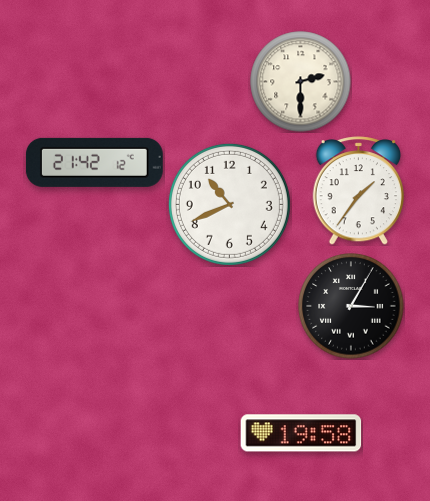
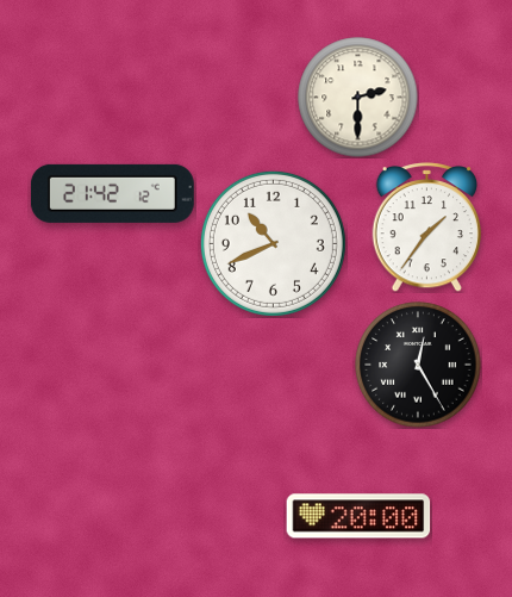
clock at (351, 306): 3:05 -> 12:25
clock at (301, 433): 19:58 -> 20:00
